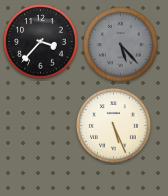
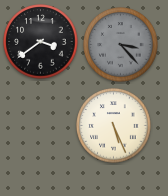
clock at (41, 42): 3:37 -> 3:39
clock at (121, 45): 5:23 -> 3:23
